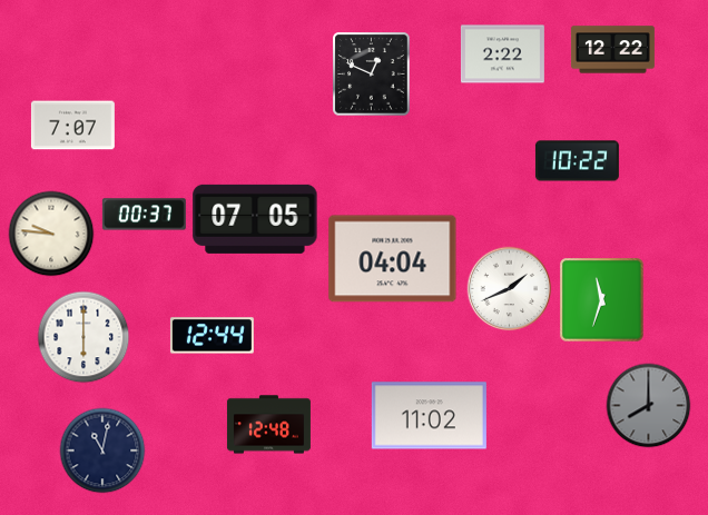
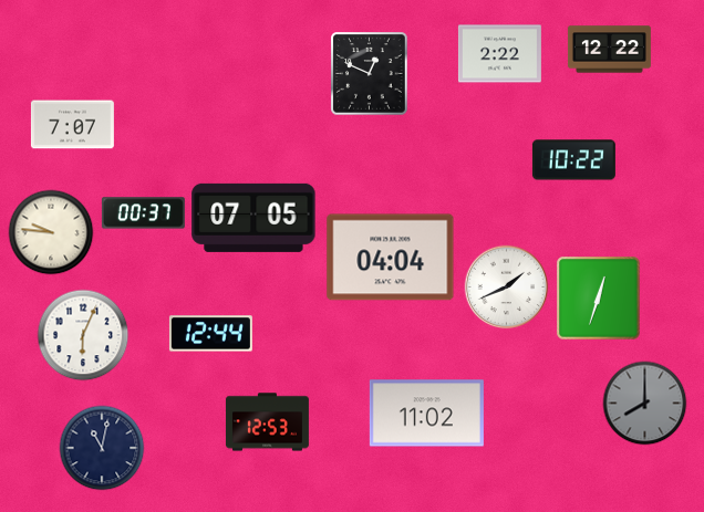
clock at (602, 300): 11:33 -> 12:33
clock at (83, 337): 6:00 -> 6:04
clock at (268, 425): 12:48 -> 12:53
